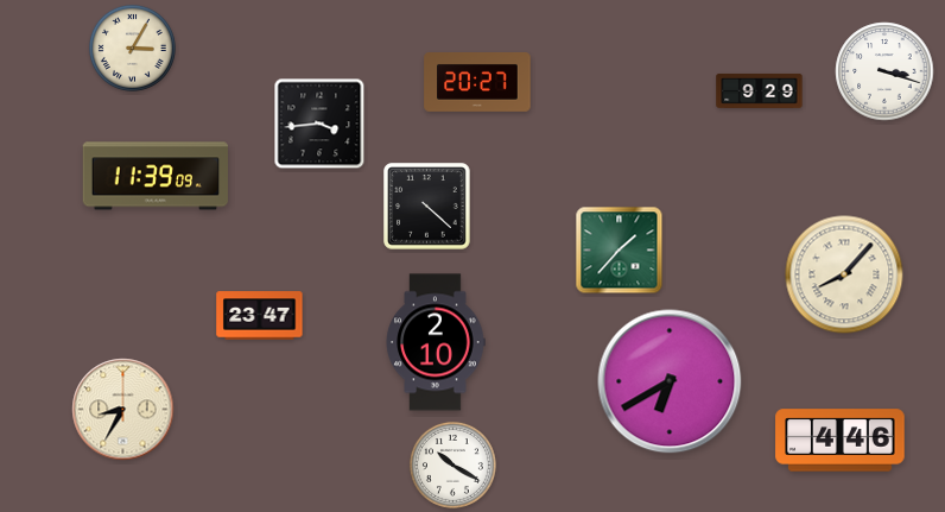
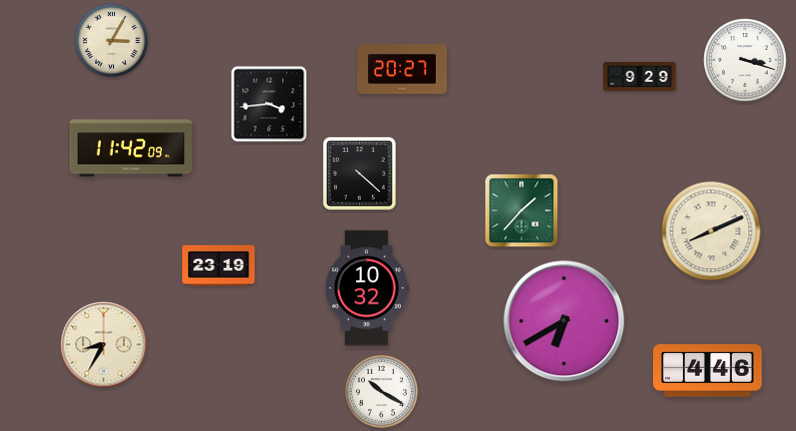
clock at (156, 176): 11:39 -> 11:42
clock at (844, 274): 8:07 -> 8:11
clock at (260, 316): 23:47 -> 23:19
clock at (436, 342): 2:10 -> 10:32
